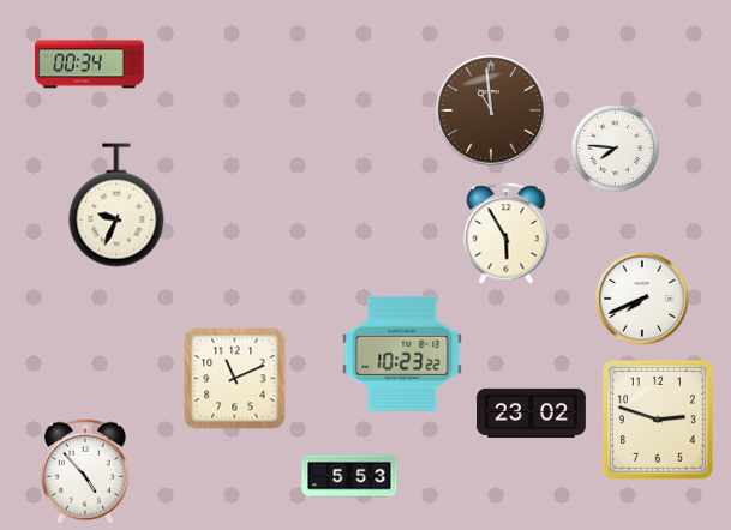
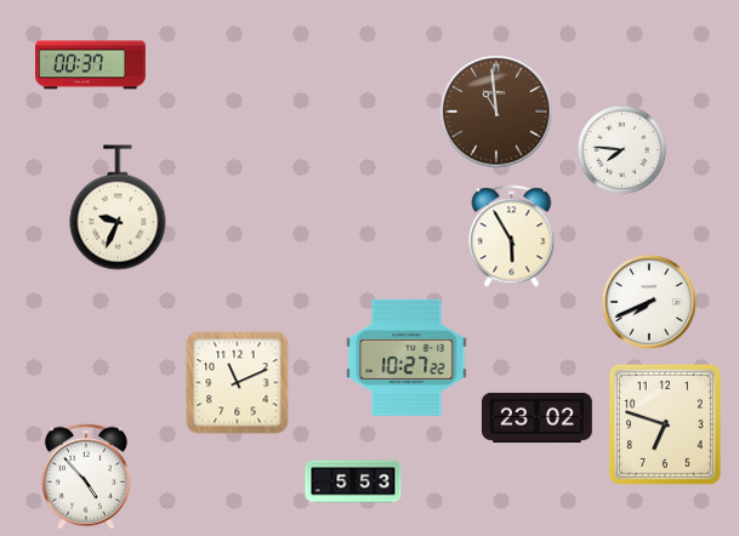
clock at (90, 65): 00:34 -> 00:37
clock at (402, 354): 10:23 -> 10:27
clock at (658, 420): 2:48 -> 6:48
